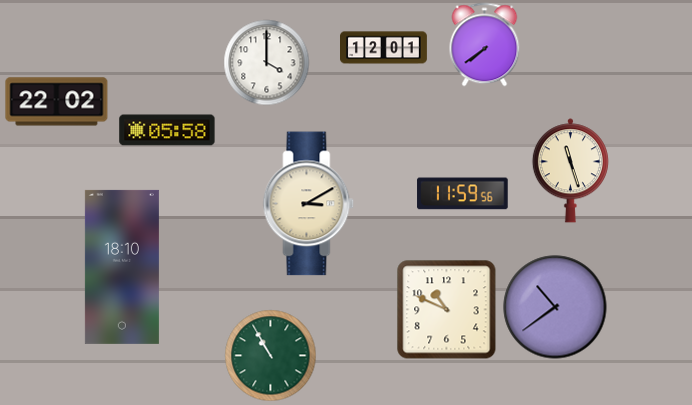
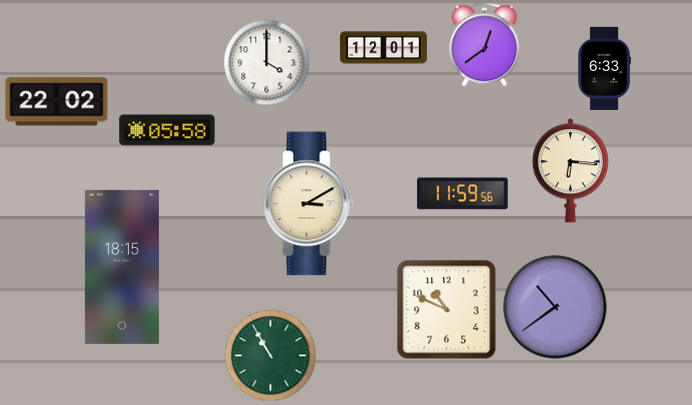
clock at (485, 45): 7:39 -> 12:39
clock at (604, 68): none -> 6:33
clock at (570, 171): 11:27 -> 6:16
clock at (122, 267): 18:10 -> 18:15
